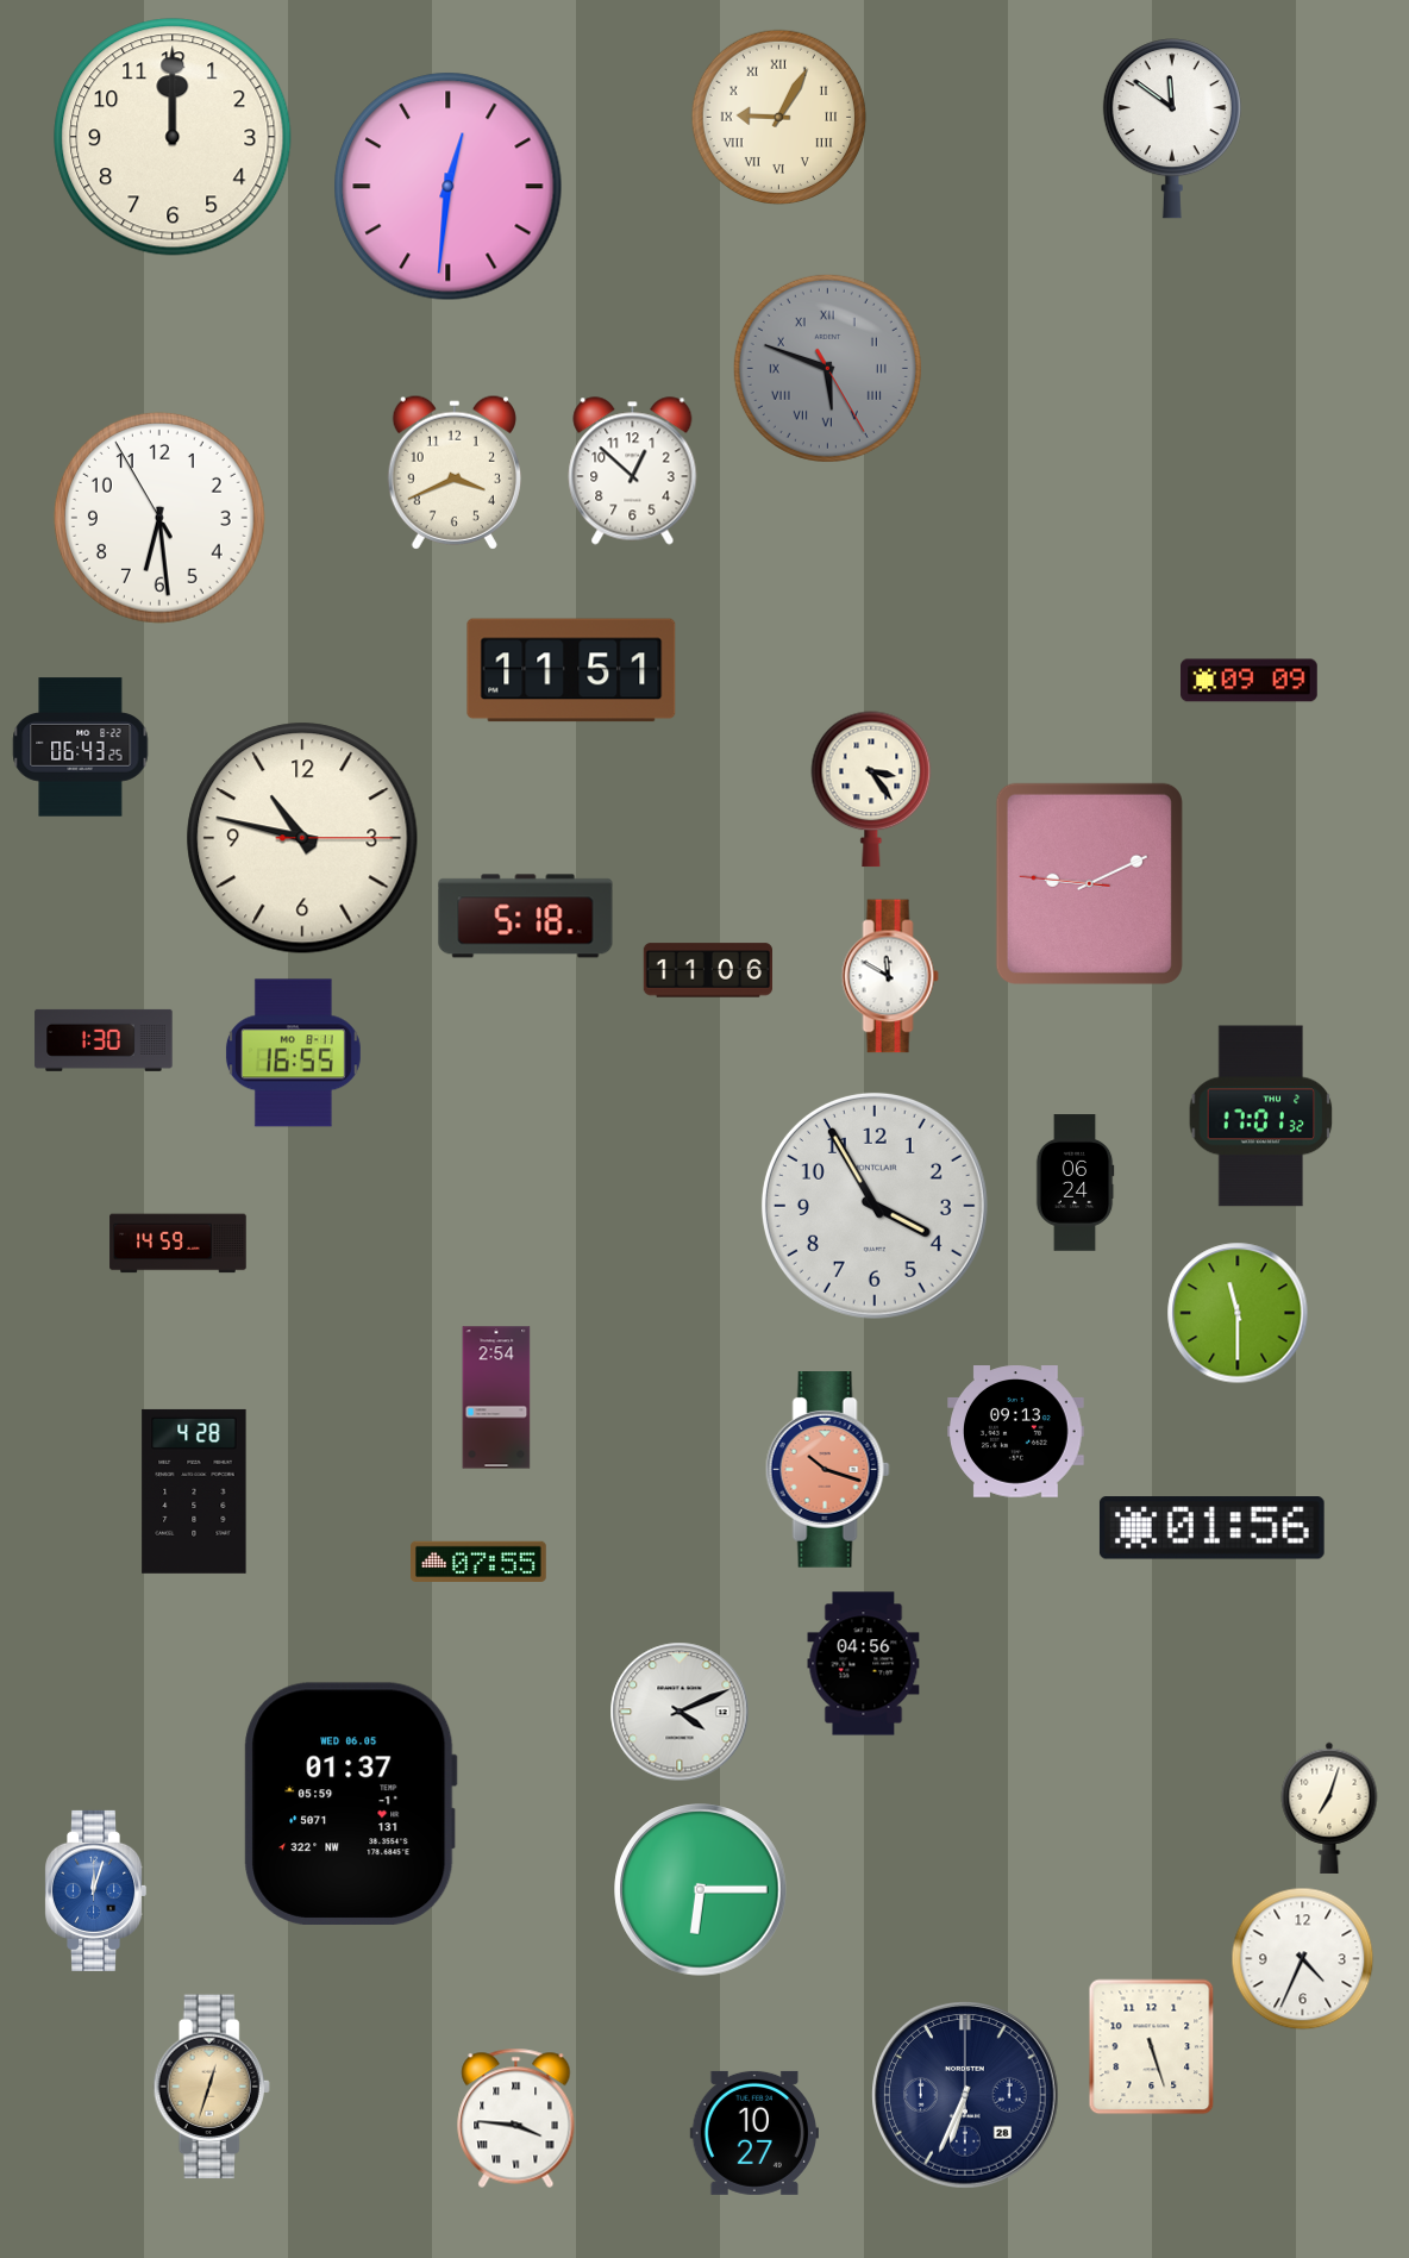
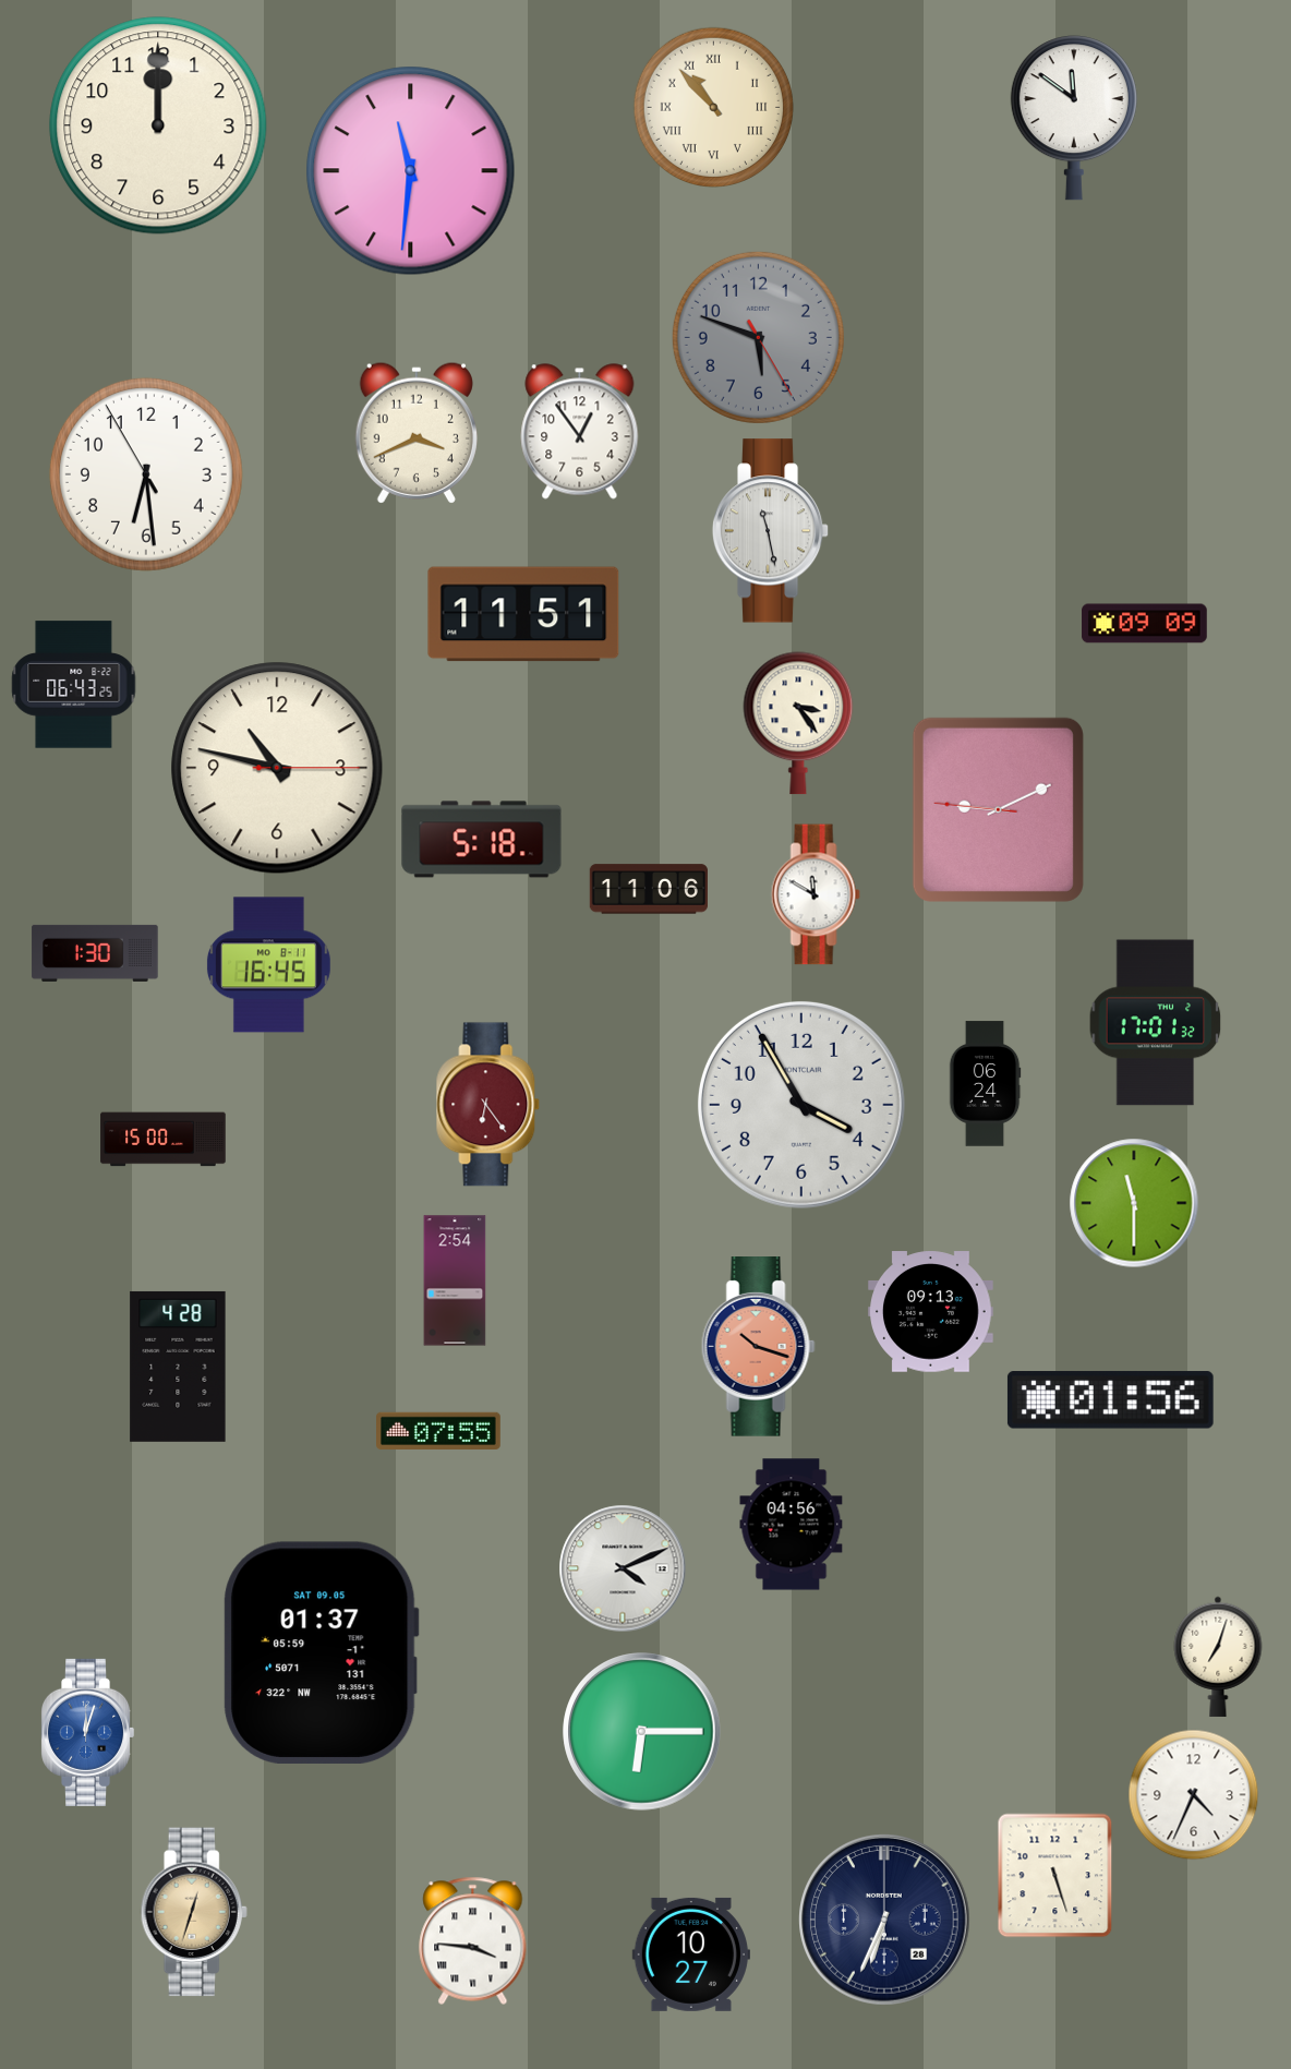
clock at (778, 117): 9:05 -> 10:53
clock at (449, 187): 12:31 -> 11:31
clock at (827, 368) numerals: Roman -> Arabic
clock at (633, 471): 12:52 -> 12:54
clock at (771, 531): none -> 11:28
clock at (293, 1053): 16:55 -> 16:45
clock at (488, 1105): none -> 6:24
clock at (179, 1244): 14:59 -> 15:00
clock at (350, 1803) date: WED 06.05 -> SAT 09.05
